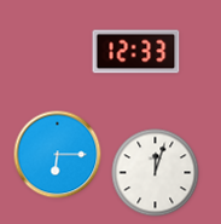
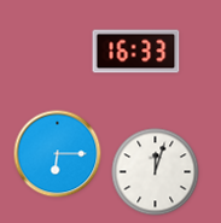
clock at (136, 52): 12:33 -> 16:33
